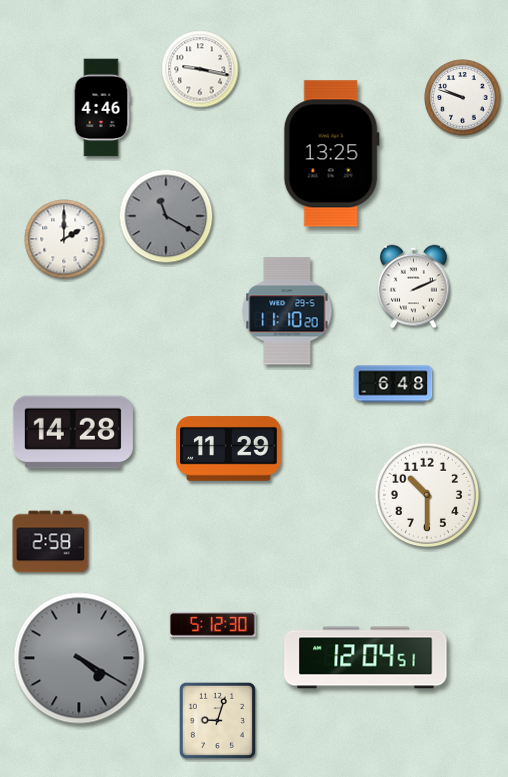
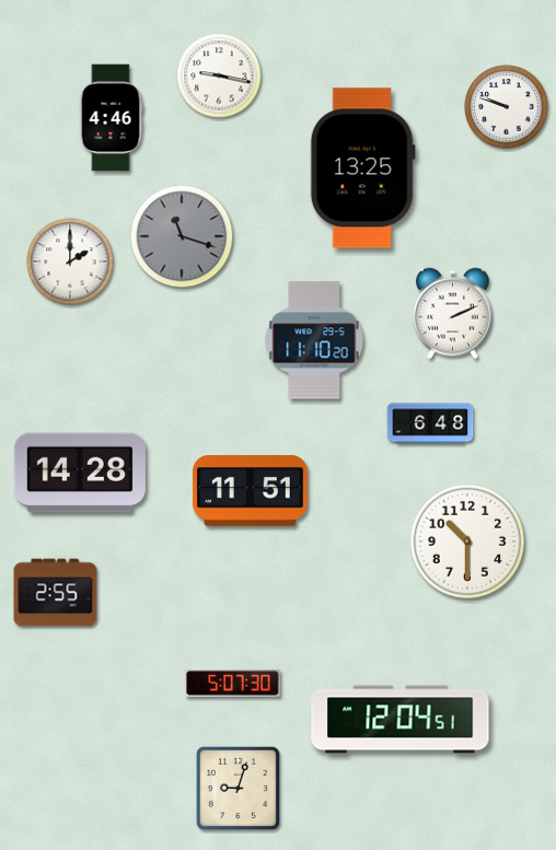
clock at (166, 216): 11:20 -> 11:18
clock at (393, 384) position: (393, 384) -> (430, 423)
clock at (229, 449): 11:29 -> 11:51
clock at (51, 542): 2:58 -> 2:55
clock at (213, 625): 5:12 -> 5:07
clock at (79, 658): 4:20 -> none
